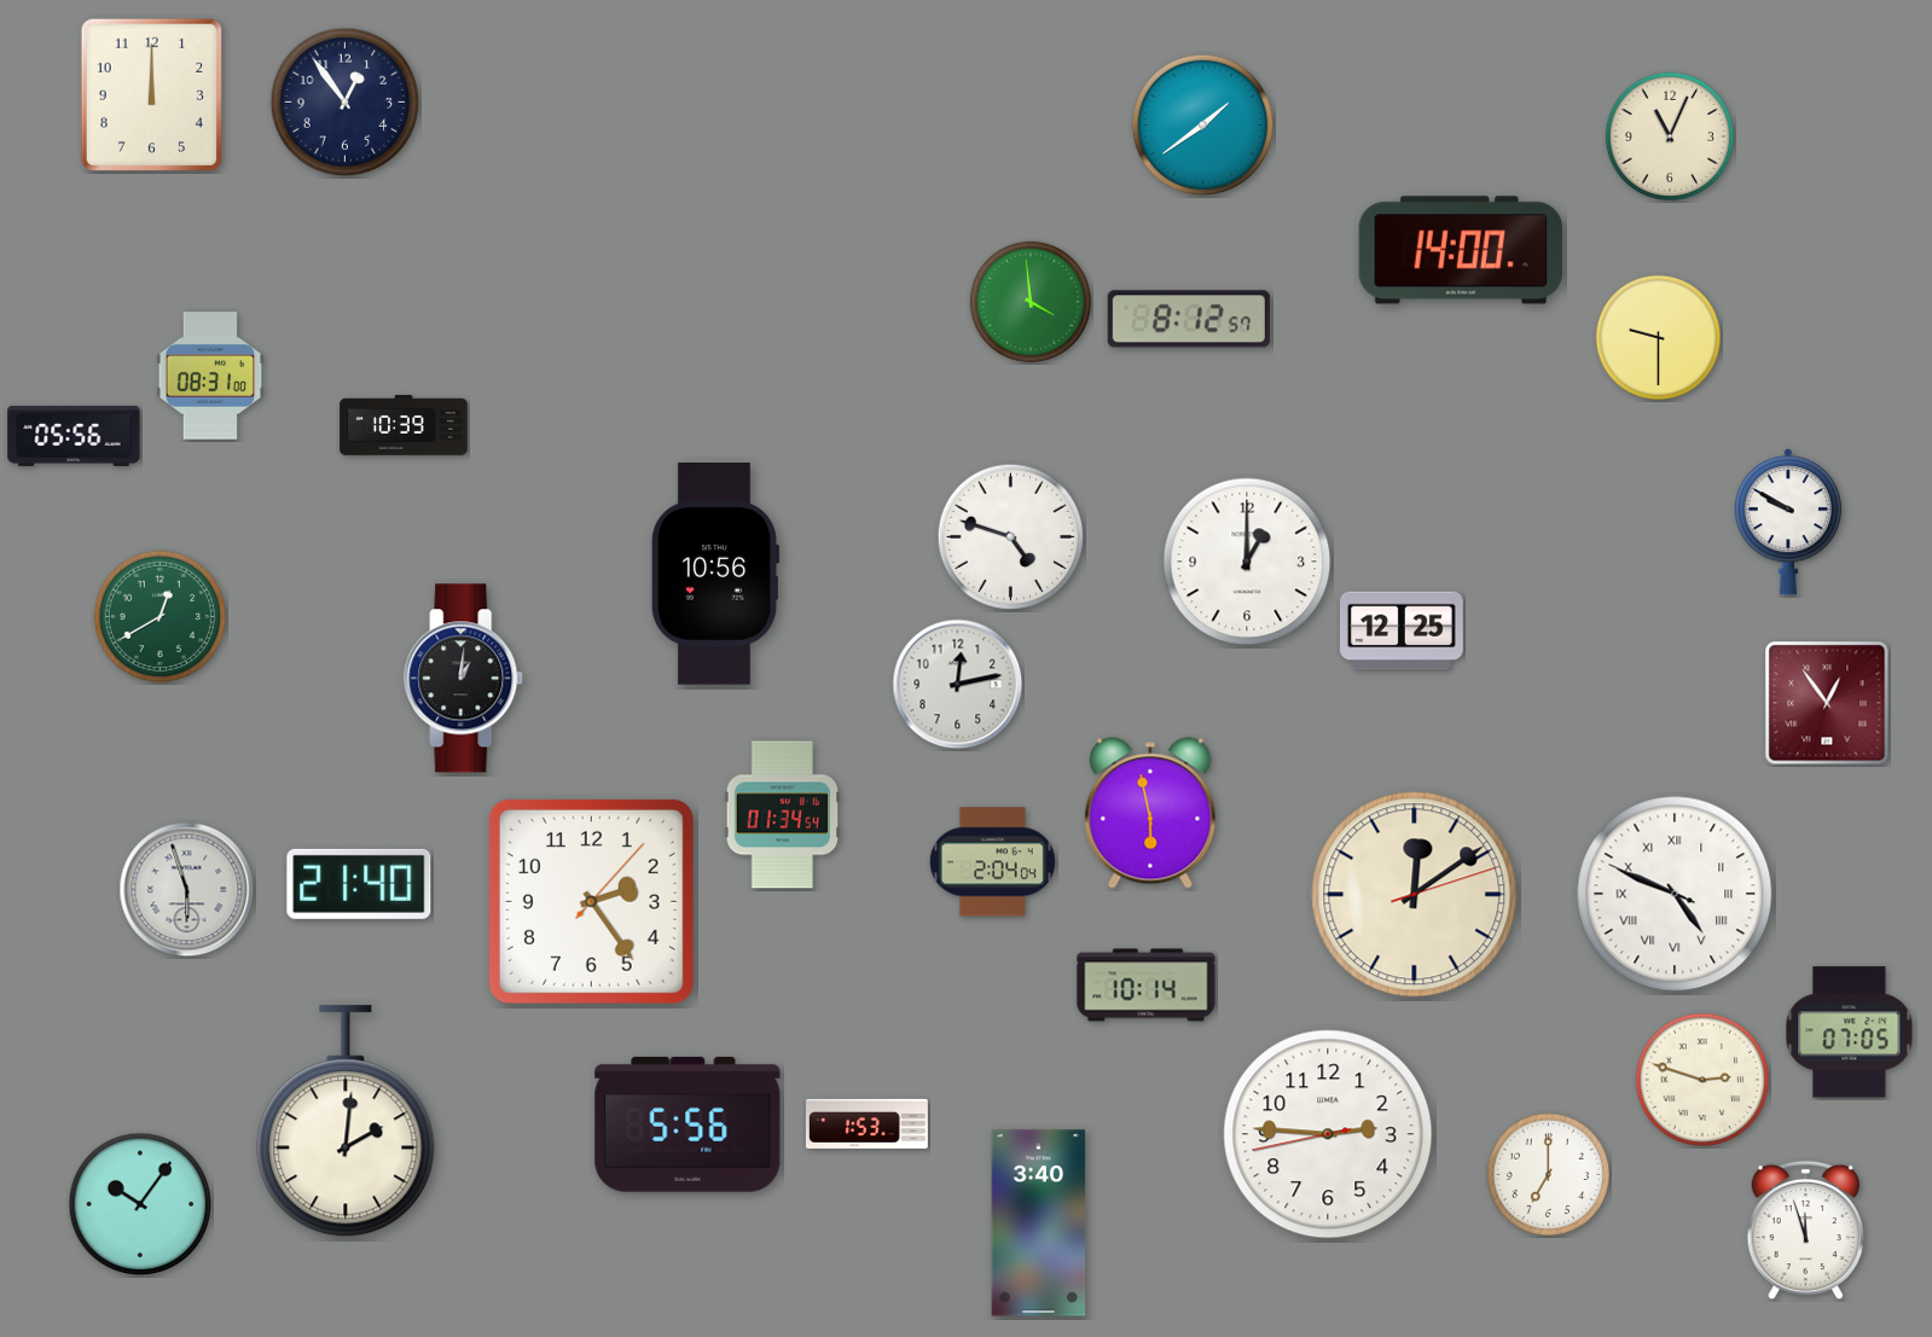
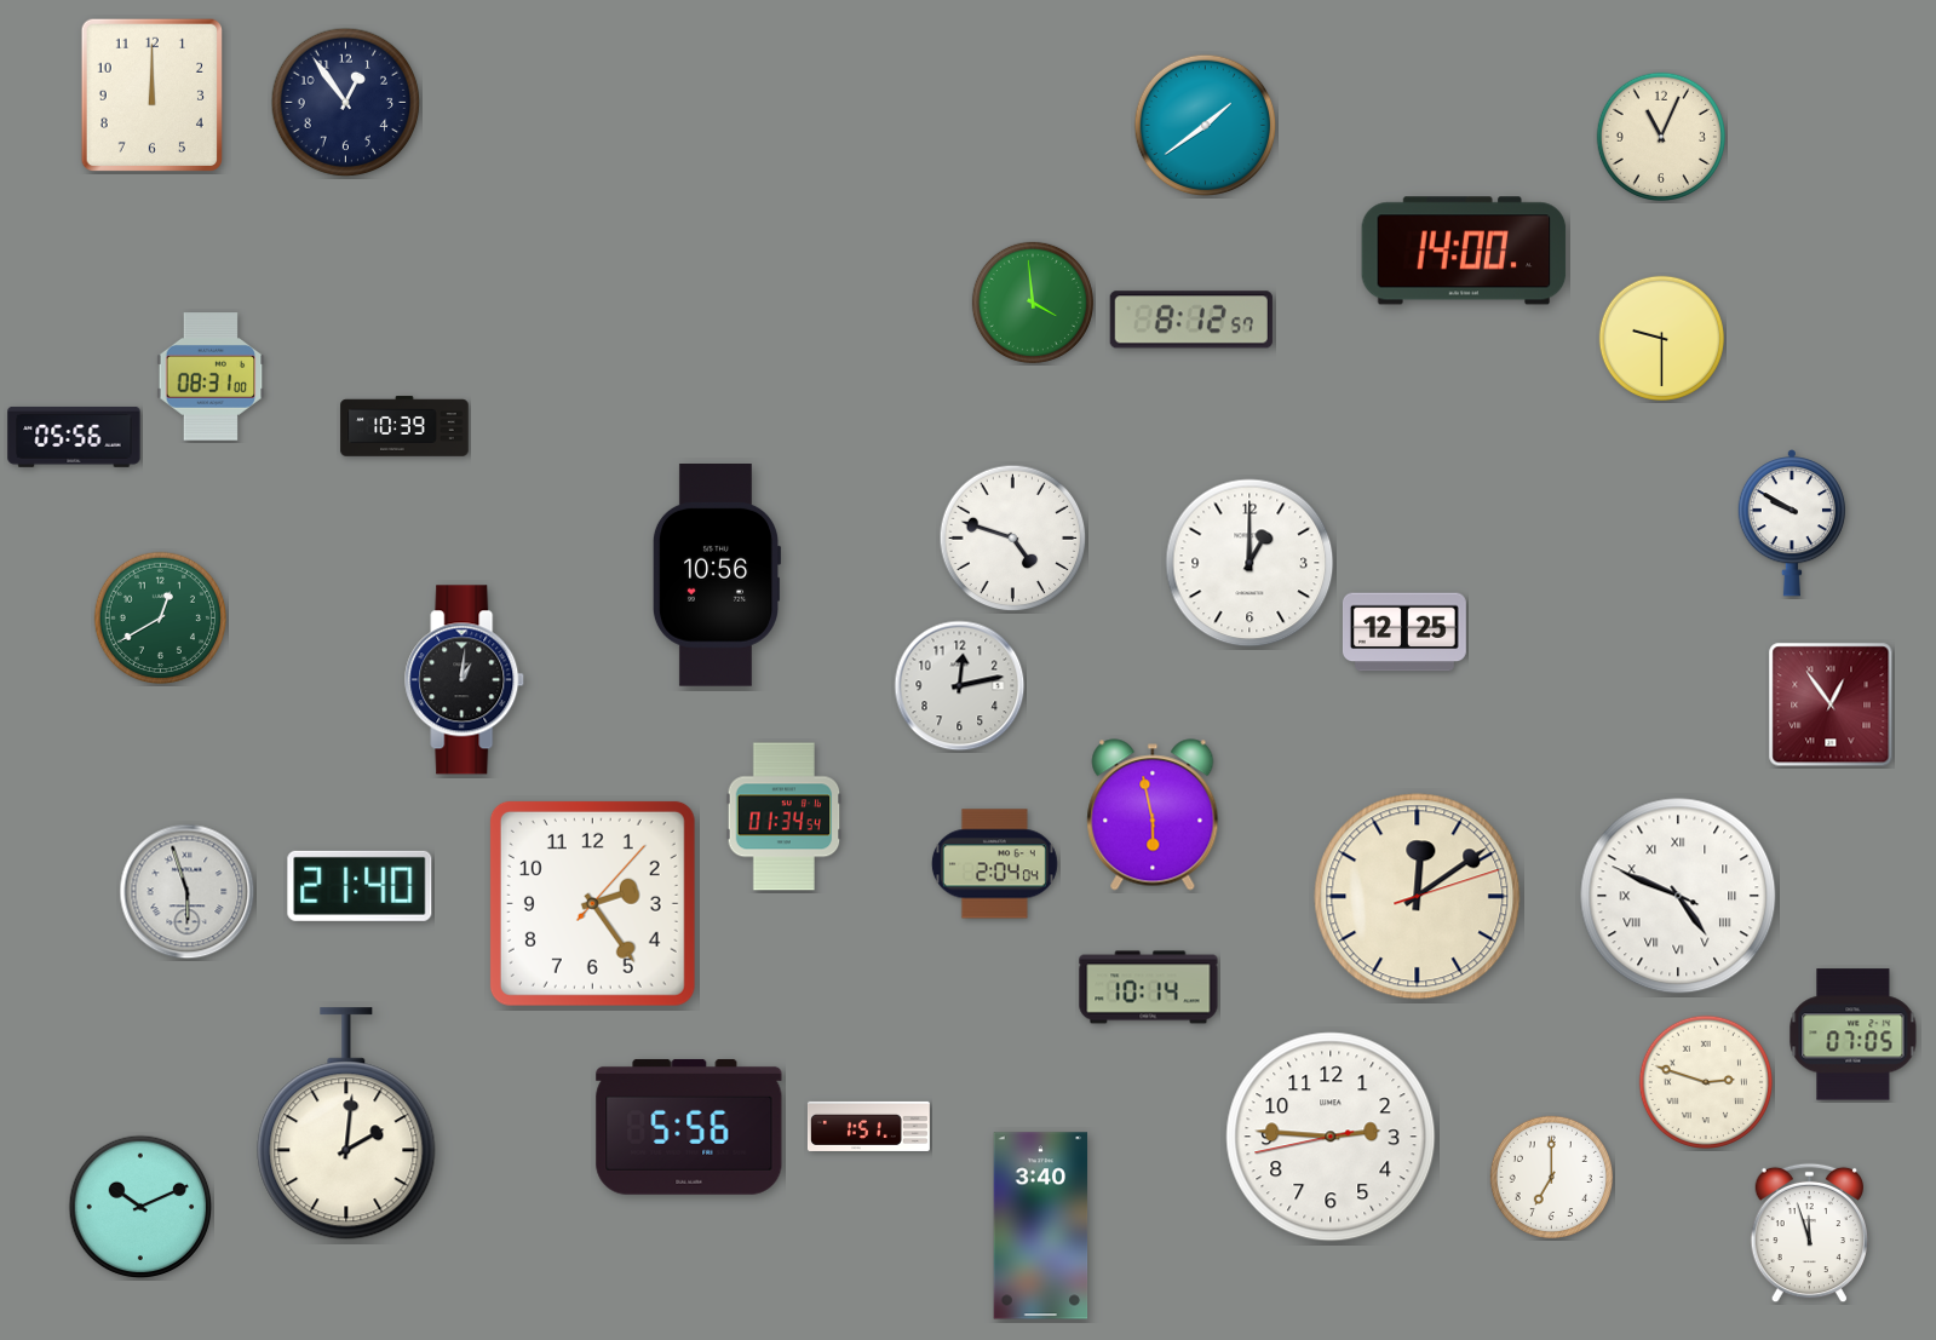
clock at (1669, 135) position: (1669, 135) -> (1660, 136)
clock at (866, 1123): 1:53 -> 1:51
clock at (140, 1204): 10:06 -> 10:11
